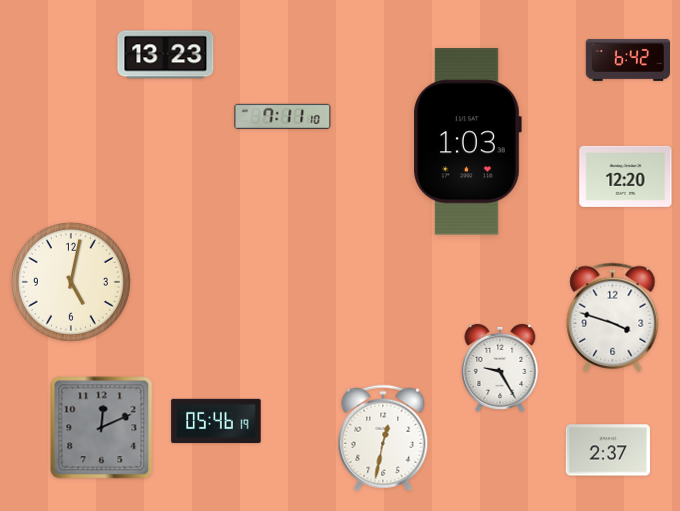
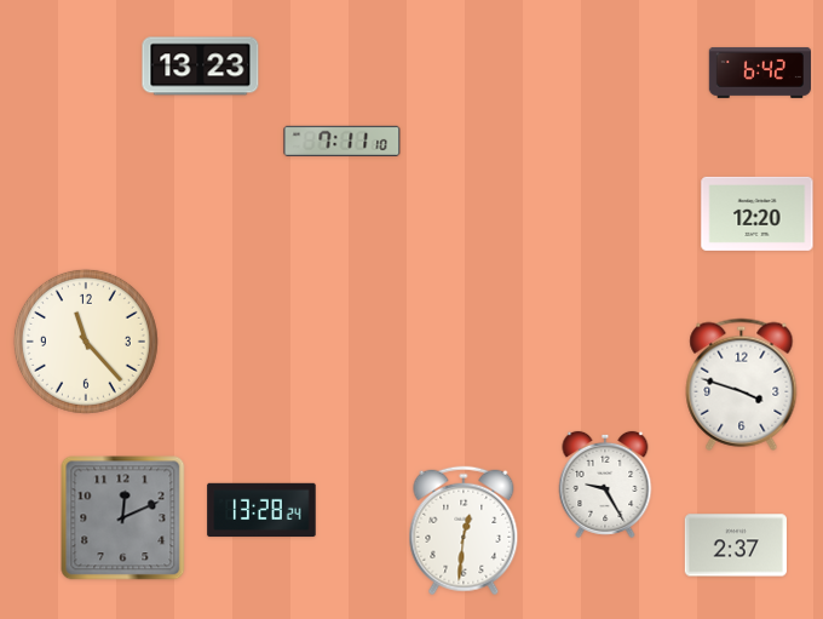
clock at (467, 142): 1:03 -> none
clock at (71, 282): 5:02 -> 11:23
clock at (500, 368) position: (500, 368) -> (605, 485)
clock at (216, 421): 05:46 -> 13:28
clock at (383, 438): 12:32 -> 12:31
